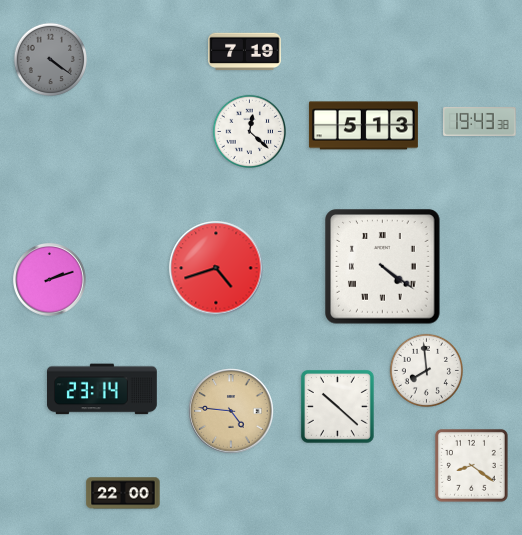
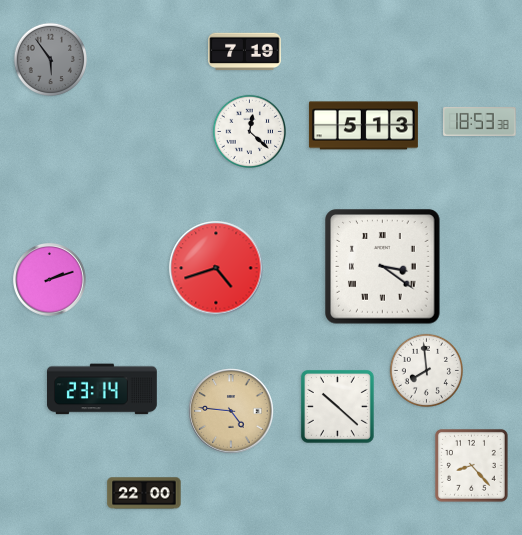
clock at (50, 59): 4:21 -> 5:54
clock at (480, 121): 19:43 -> 18:53
clock at (383, 267): 4:21 -> 3:21
clock at (471, 465): 8:21 -> 8:23
clock at (123, 493) position: (123, 493) -> (144, 493)
